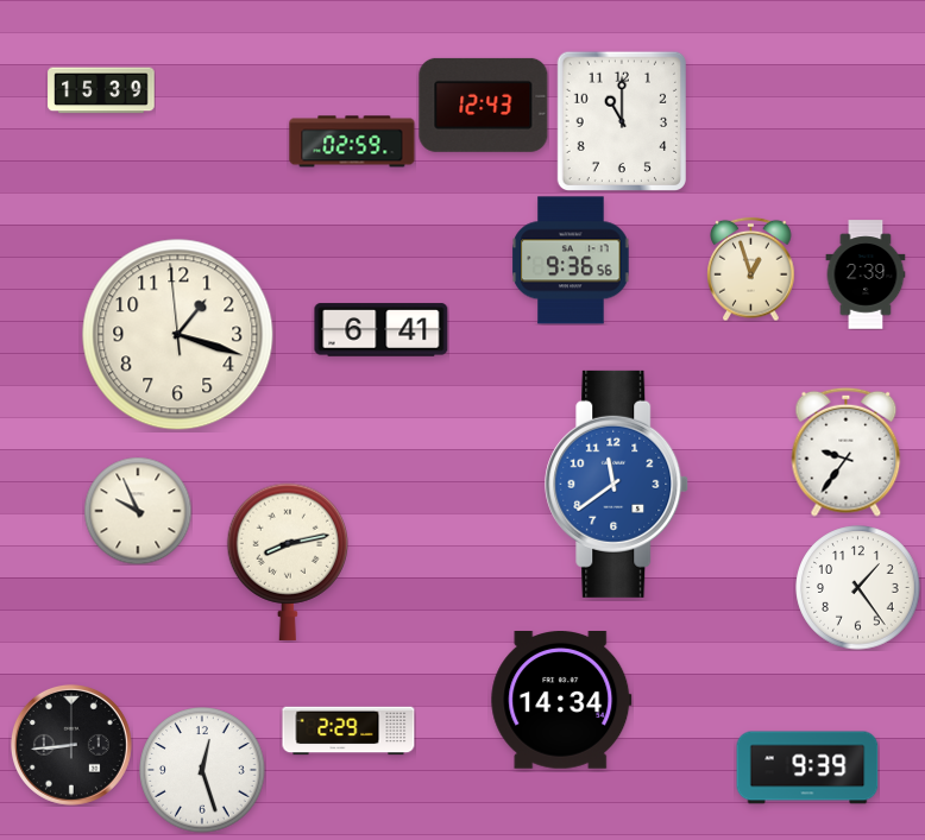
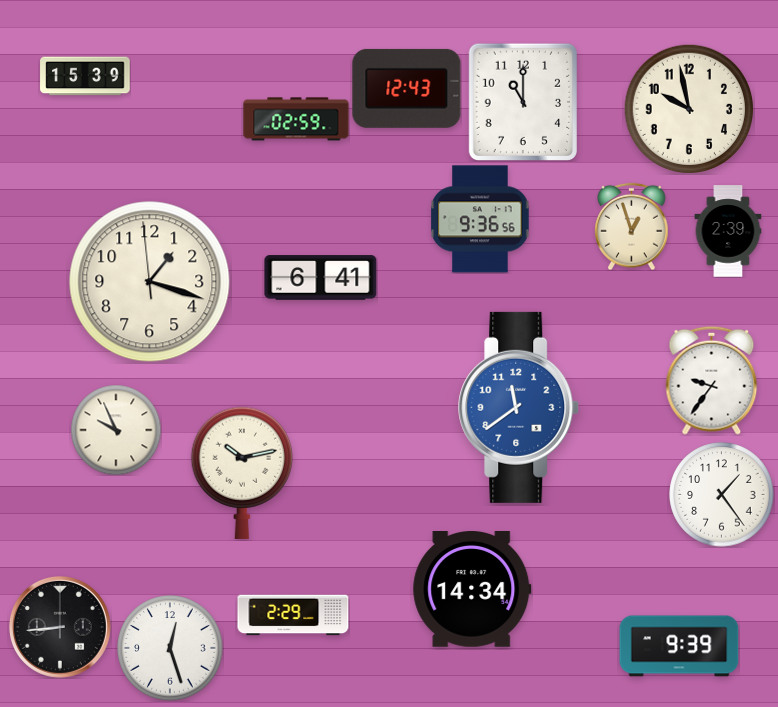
clock at (688, 108): none -> 9:58
clock at (287, 562): 8:13 -> 10:13
